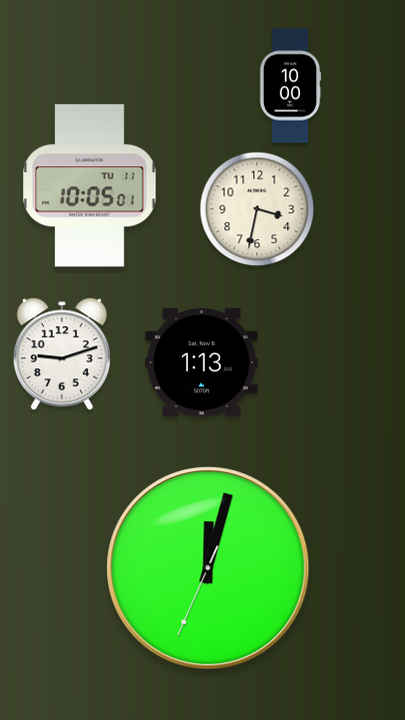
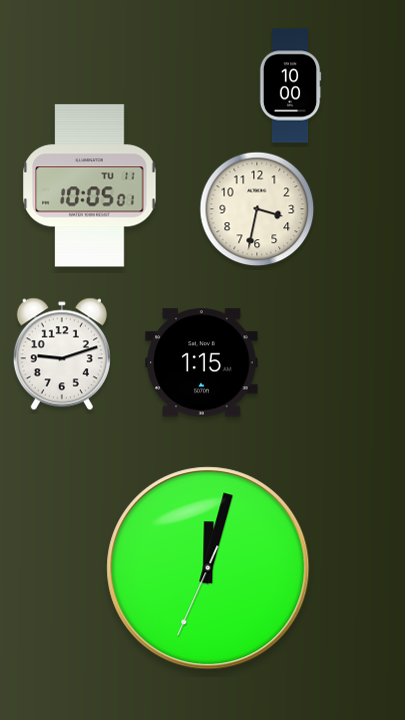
clock at (202, 363): 1:13 -> 1:15
